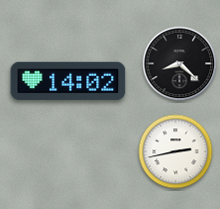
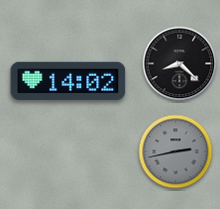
clock at (176, 152) dial: white -> grey
